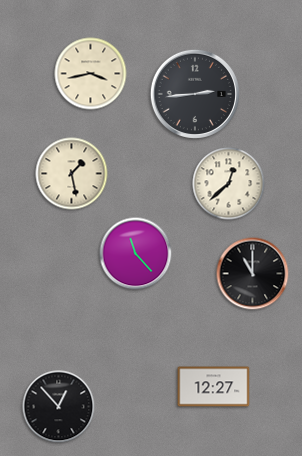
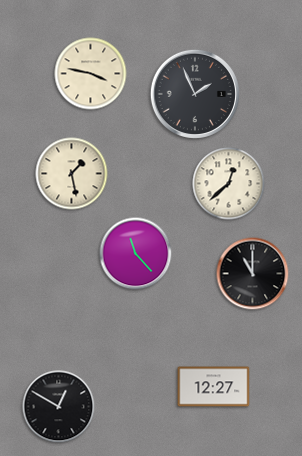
clock at (91, 74): 3:43 -> 3:47
clock at (195, 94): 2:44 -> 1:56
clock at (59, 407): 12:53 -> 12:50
